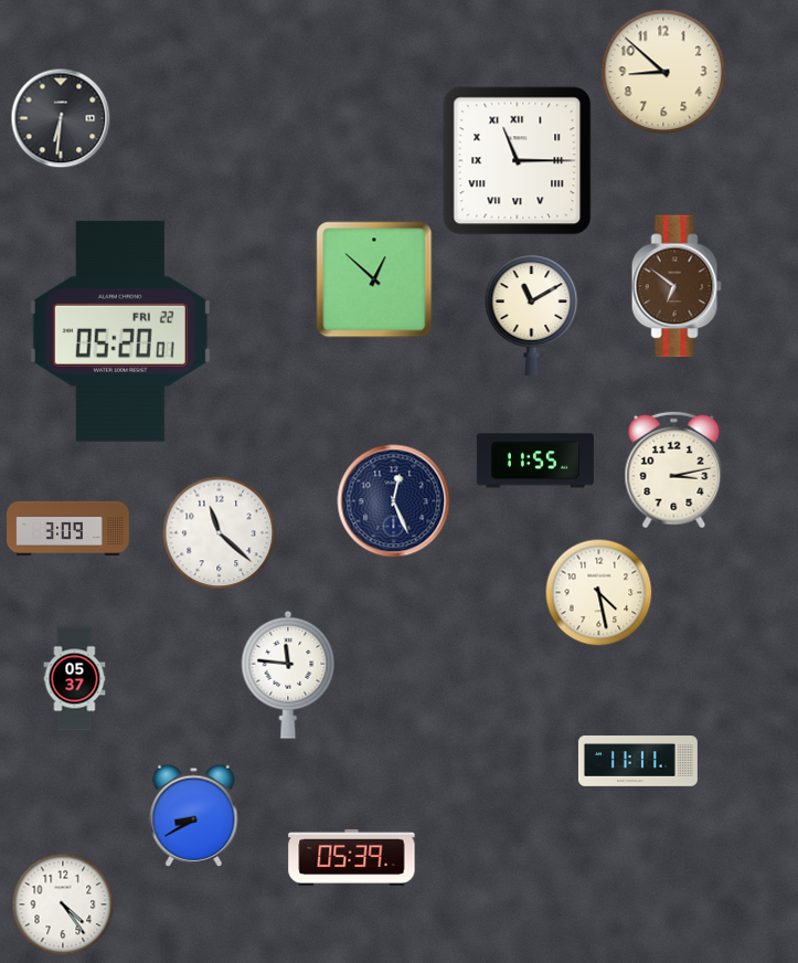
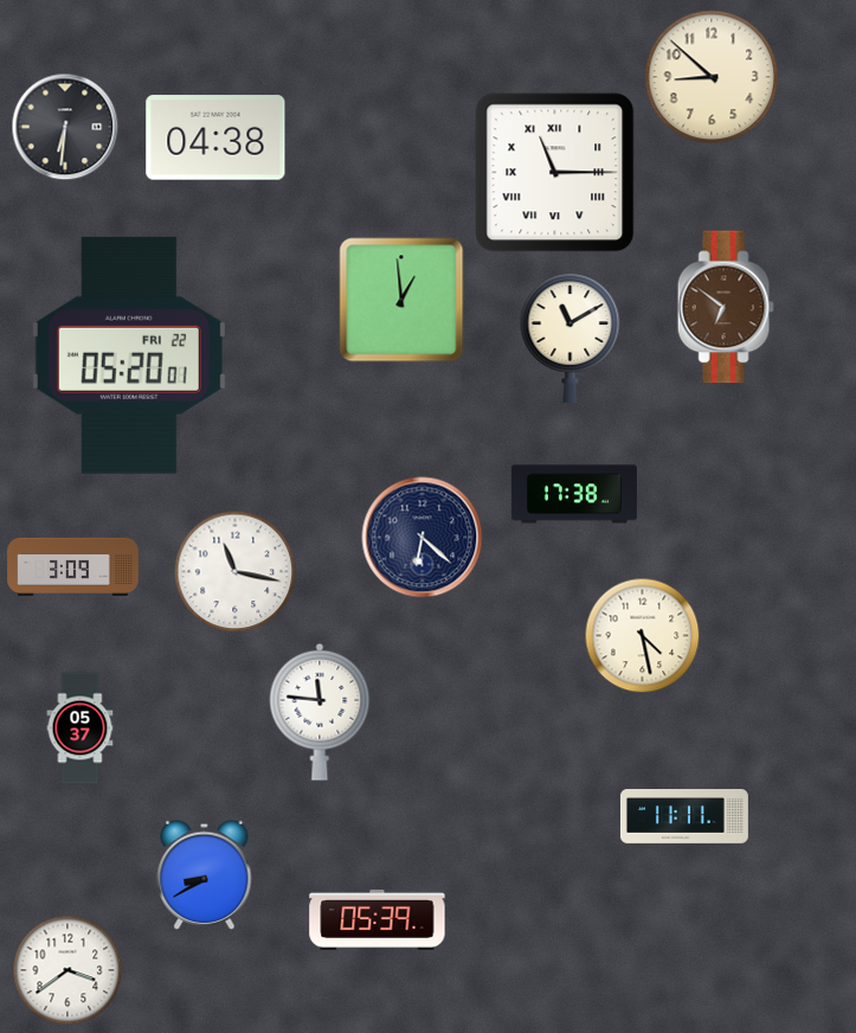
clock at (215, 137): none -> 04:38
clock at (374, 279): 12:52 -> 12:59
clock at (535, 461): 11:55 -> 17:38
clock at (674, 470): 3:13 -> none
clock at (394, 501): 12:26 -> 6:22
clock at (220, 533): 11:22 -> 11:17
clock at (288, 675) position: (288, 675) -> (320, 712)
clock at (194, 815) position: (194, 815) -> (205, 874)
clock at (63, 904): 4:24 -> 3:39
